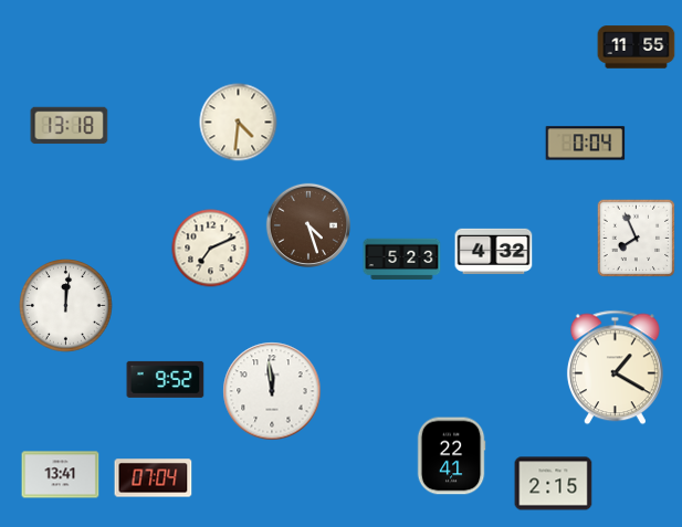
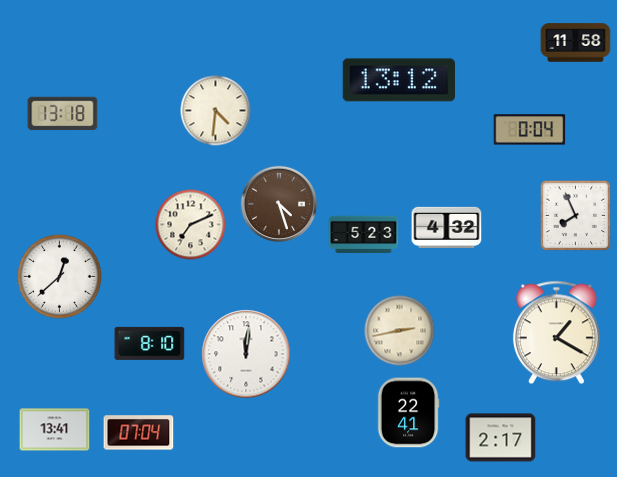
clock at (637, 48): 11:55 -> 11:58
clock at (398, 80): none -> 13:12
clock at (66, 306): 12:01 -> 12:38
clock at (400, 331): none -> 2:43
clock at (166, 379): 9:52 -> 8:10
clock at (272, 391): 11:59 -> 12:01
clock at (554, 484): 2:15 -> 2:17
